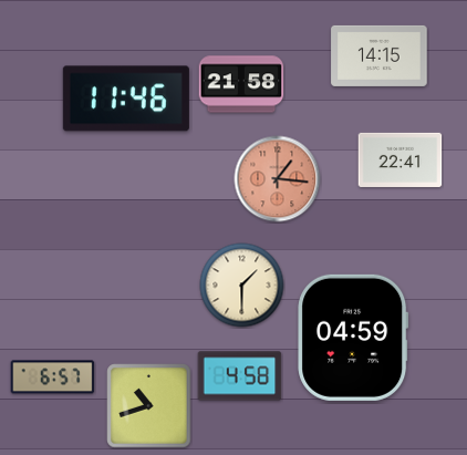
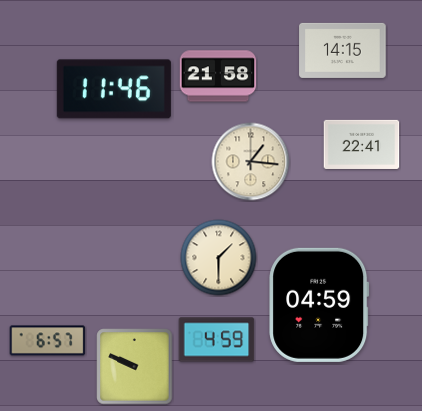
clock at (278, 179) dial: salmon -> cream
clock at (240, 376): 4:58 -> 4:59
clock at (149, 406): 10:42 -> 9:49
